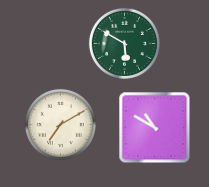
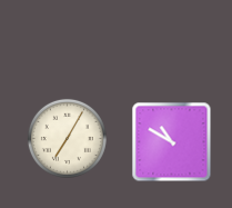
clock at (124, 43): 5:50 -> none
clock at (60, 124): 7:10 -> 7:05
